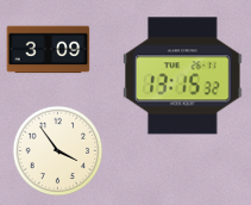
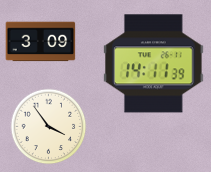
clock at (183, 76): 13:15 -> 14:11
